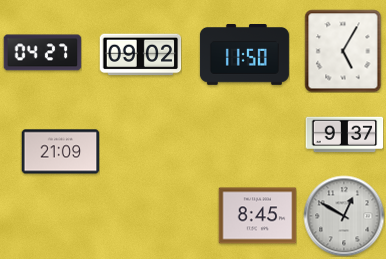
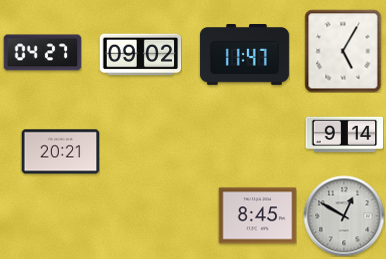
clock at (244, 55): 11:50 -> 11:47
clock at (344, 135): 9:37 -> 9:14
clock at (60, 152): 21:09 -> 20:21
